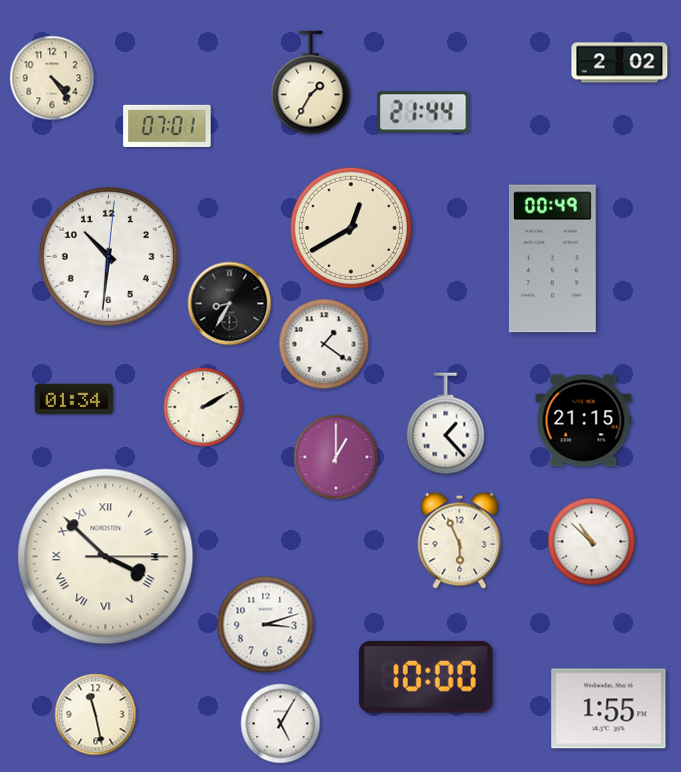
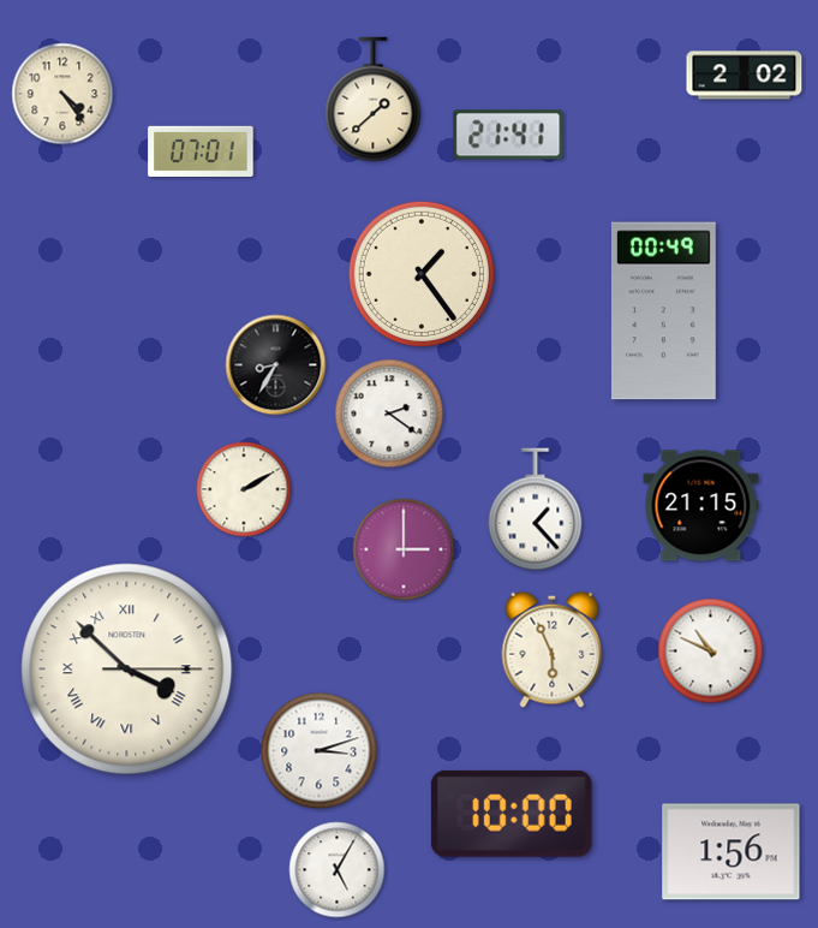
clock at (311, 83): 1:35 -> 1:38
clock at (423, 112): 21:44 -> 21:41
clock at (350, 227): 12:40 -> 1:24
clock at (108, 256): 10:31 -> none
clock at (324, 344): 1:21 -> 2:21
clock at (74, 399): 01:34 -> none
clock at (336, 457): 1:00 -> 3:00
clock at (592, 542): 10:52 -> 10:49
clock at (609, 709): 1:55 -> 1:56
clock at (96, 715): 11:28 -> none
